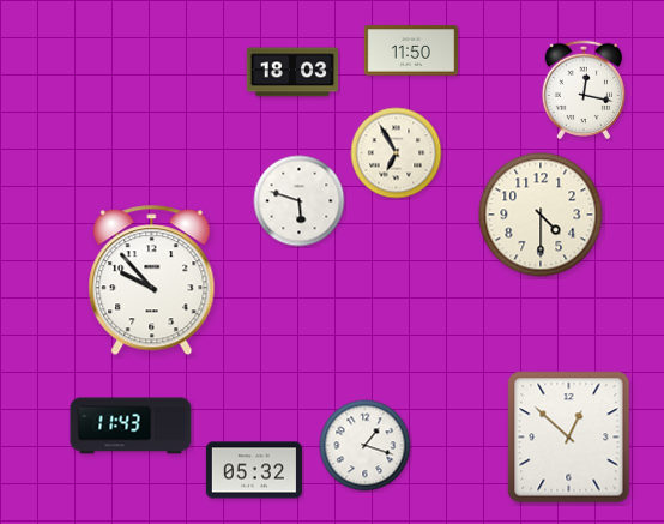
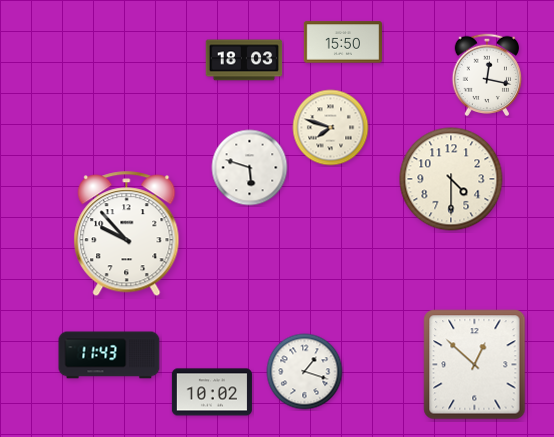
clock at (410, 50): 11:50 -> 15:50
clock at (397, 153): 6:55 -> 7:48
clock at (254, 470): 05:32 -> 10:02
